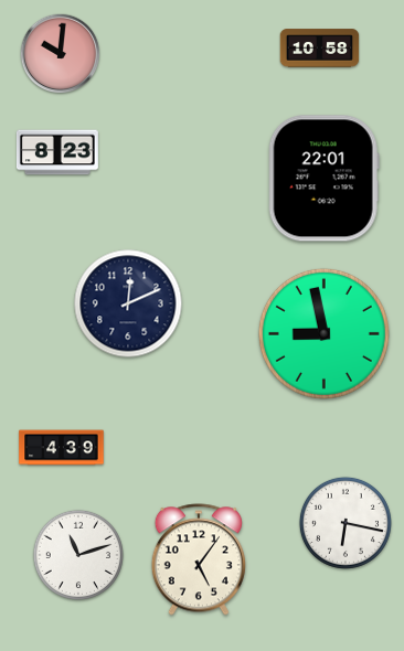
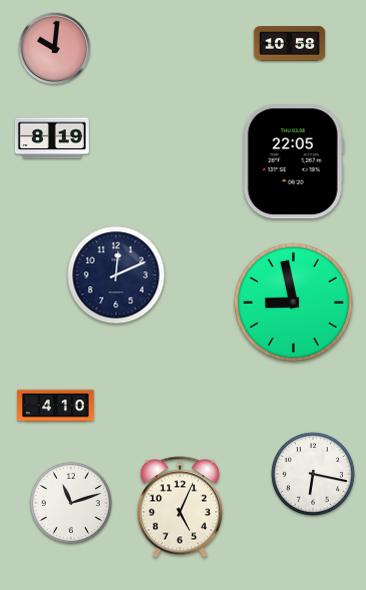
clock at (57, 152): 8:23 -> 8:19
clock at (323, 179): 22:01 -> 22:05
clock at (62, 448): 4:39 -> 4:10
clock at (199, 559): 5:06 -> 5:04
